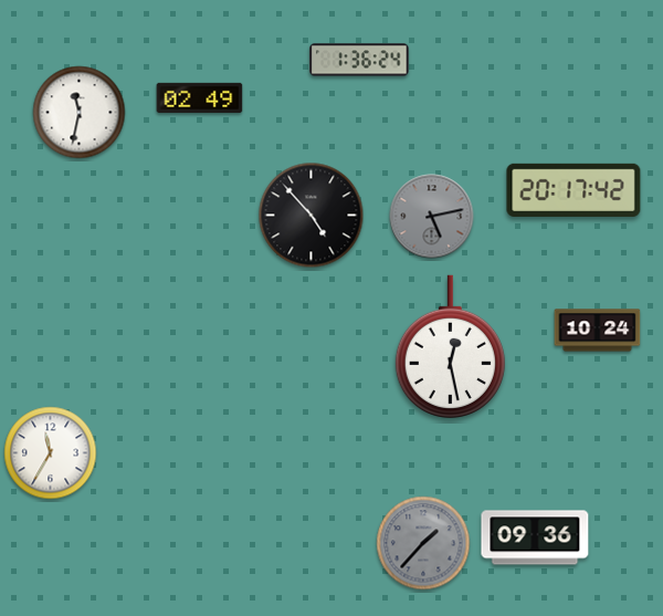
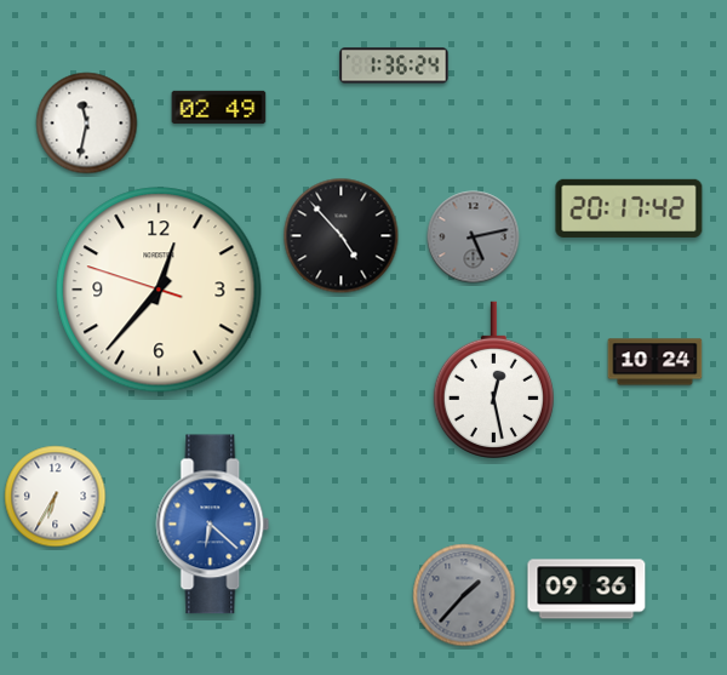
clock at (159, 290): none -> 12:36
clock at (51, 453): 11:35 -> 6:35
clock at (213, 525): none -> 6:22
